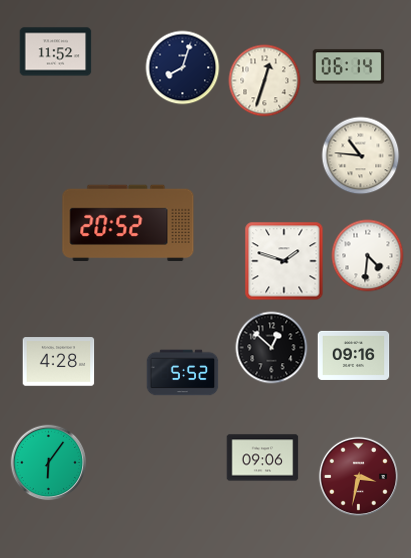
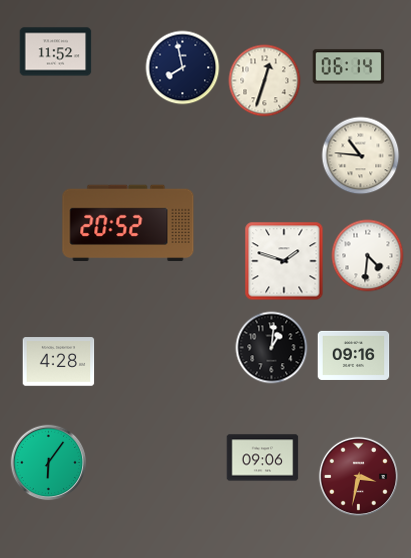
clock at (183, 68): 8:03 -> 7:58
clock at (272, 348): 12:52 -> 1:01
clock at (183, 373): 5:52 -> none
